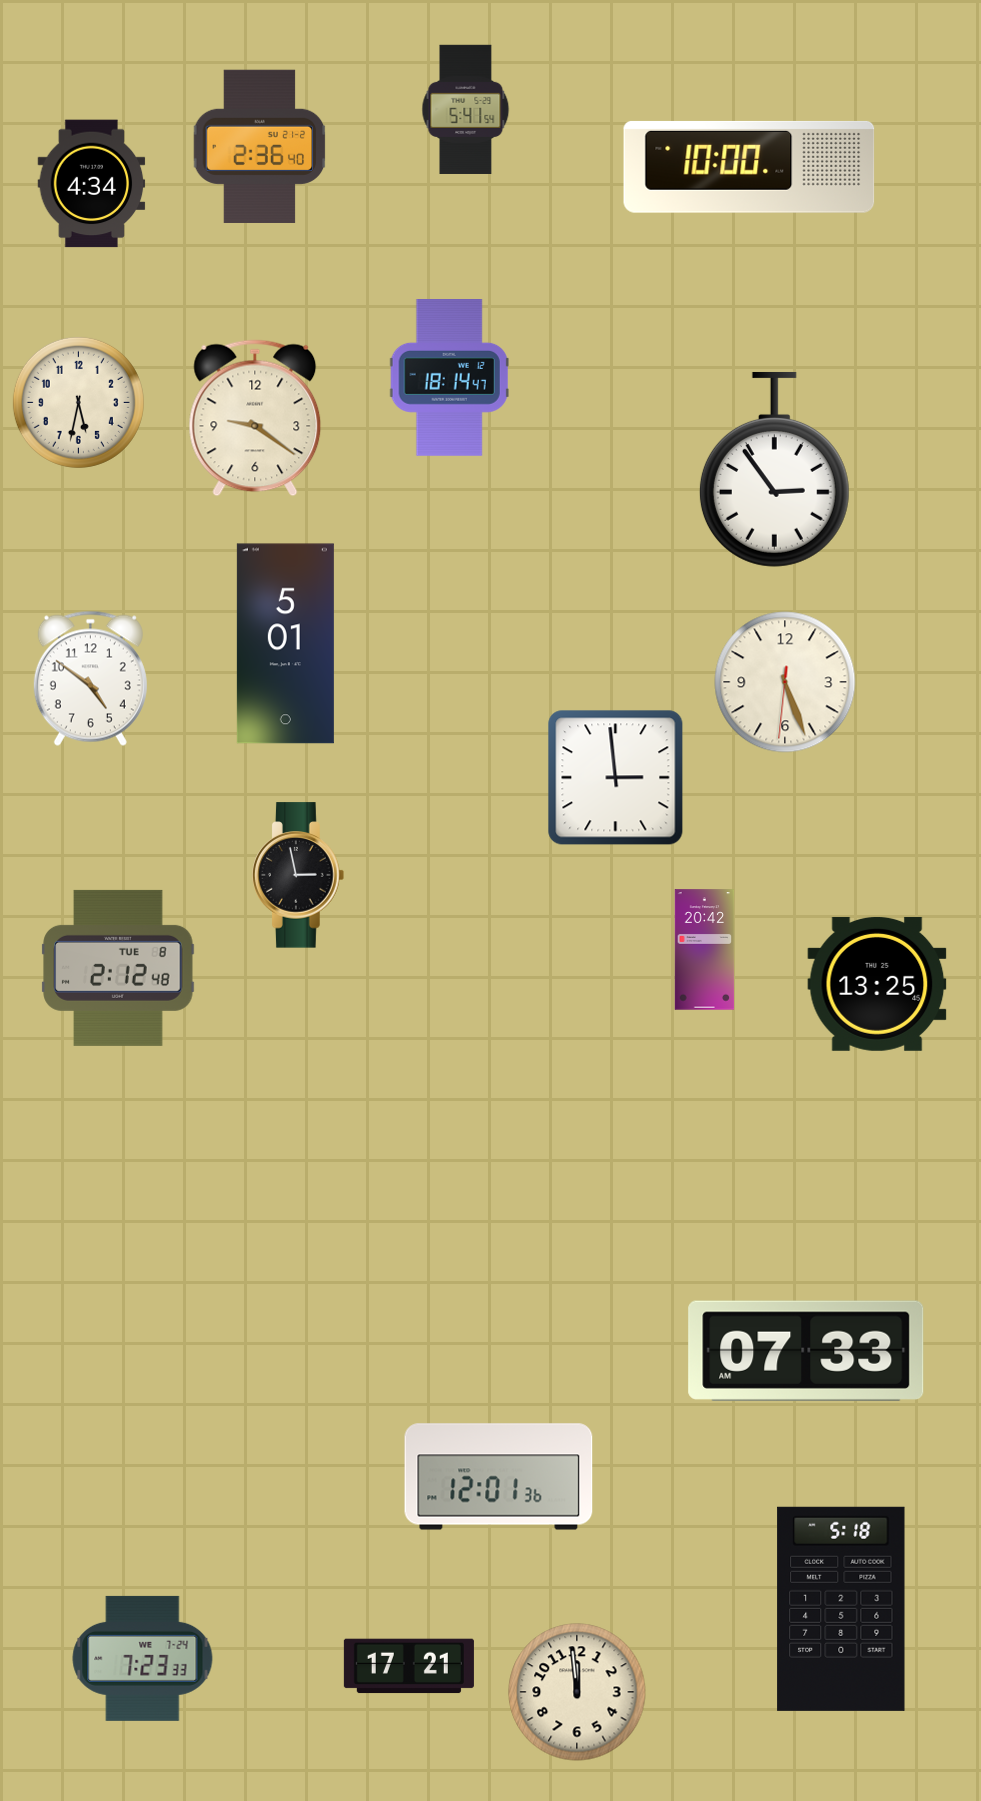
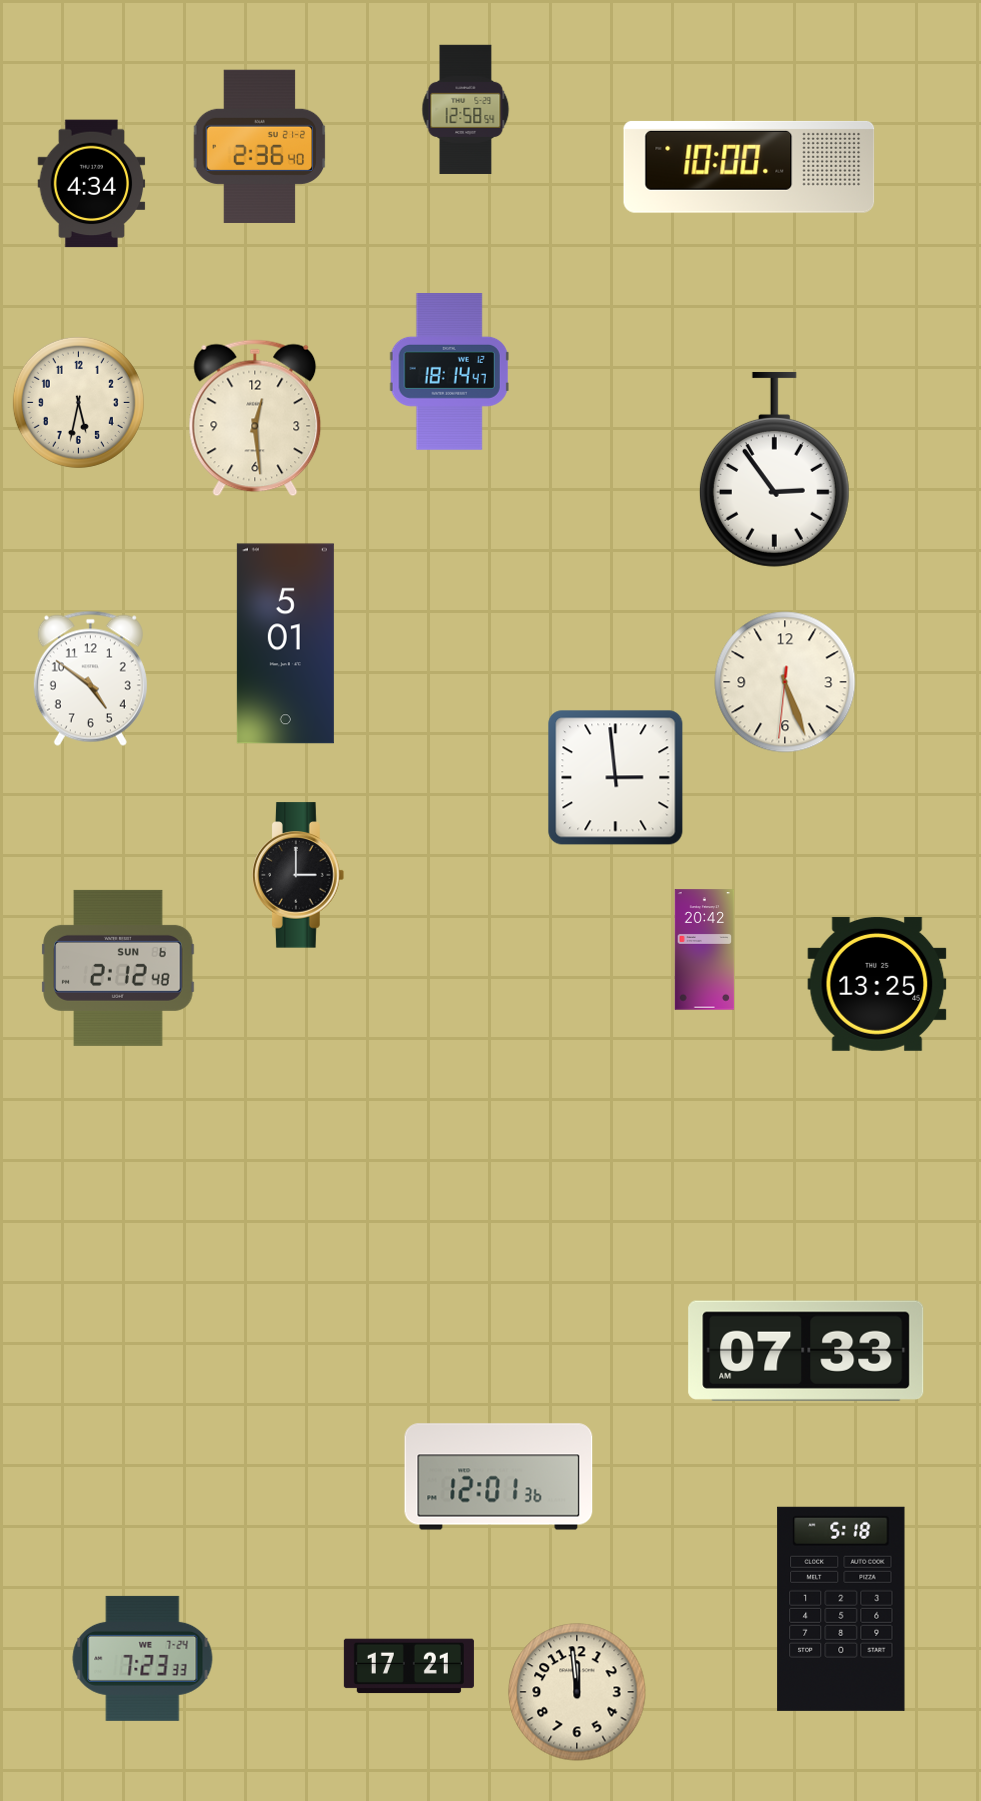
clock at (466, 109): 5:41 -> 12:58
clock at (449, 378) position: (449, 378) -> (449, 372)
clock at (255, 418): 9:21 -> 12:29
clock at (299, 875): 2:58 -> 3:00
clock at (118, 968) date: TUE 8 -> SUN 6
